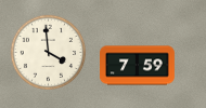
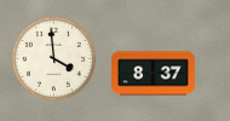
clock at (138, 66): 7:59 -> 8:37
